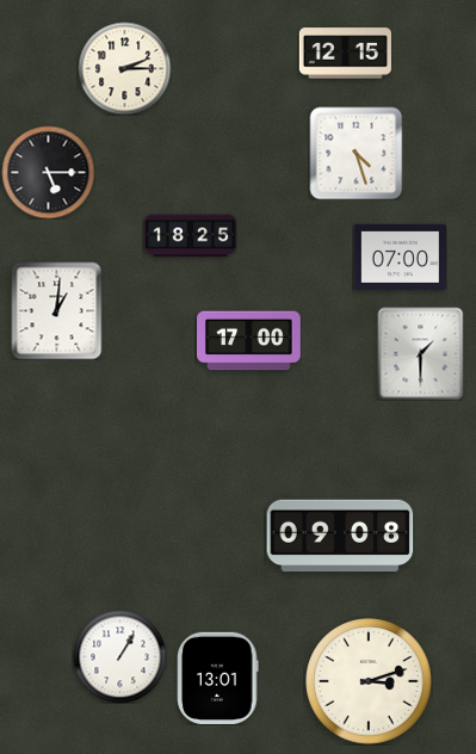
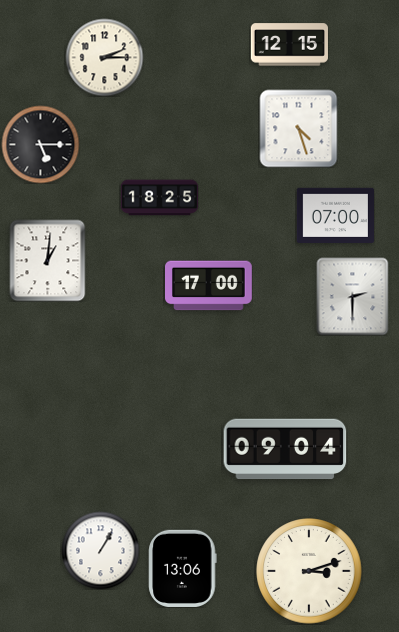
clock at (421, 353): 1:30 -> 2:30
clock at (340, 536): 09:08 -> 09:04
clock at (218, 678): 13:01 -> 13:06
